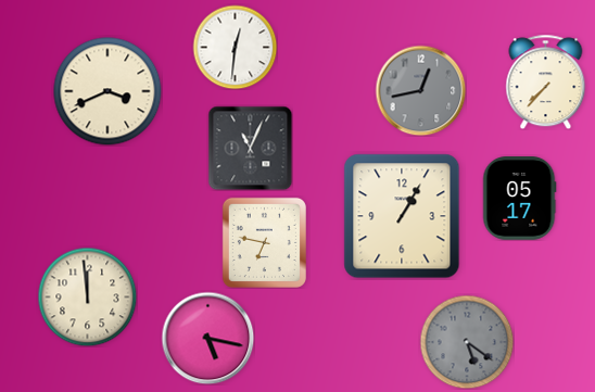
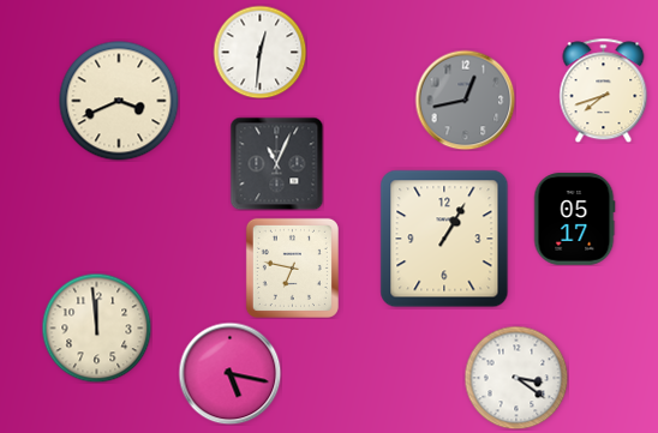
clock at (546, 81): 7:37 -> 7:42
clock at (467, 342): 5:21 -> 3:21
clock at (467, 342) dial: grey -> white
